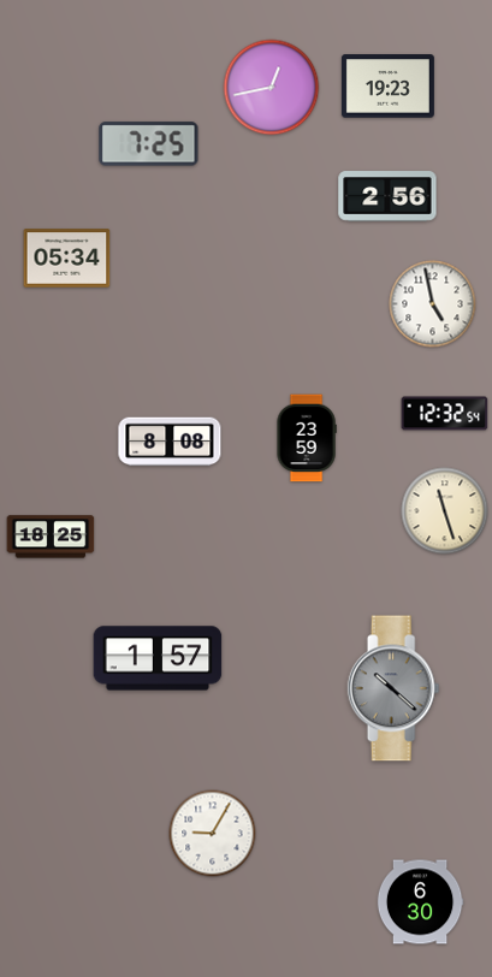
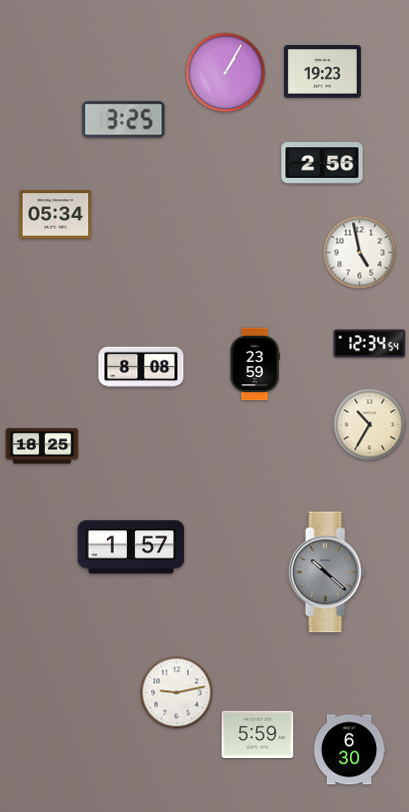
clock at (272, 88): 12:43 -> 1:05
clock at (149, 144): 7:25 -> 3:25
clock at (445, 414): 12:32 -> 12:34
clock at (445, 511): 11:27 -> 10:35
clock at (213, 834): 9:05 -> 9:13
clock at (258, 734): none -> 5:59
